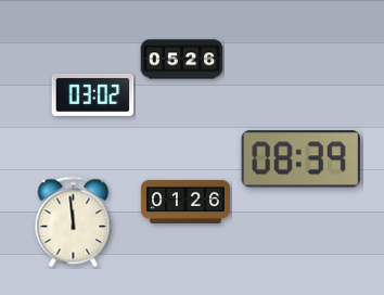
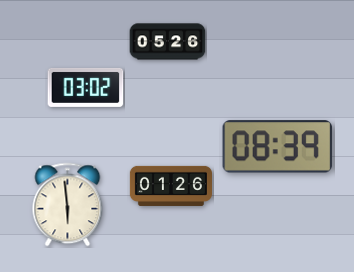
clock at (182, 60) position: (182, 60) -> (168, 42)
clock at (74, 222): 11:59 -> 5:59
